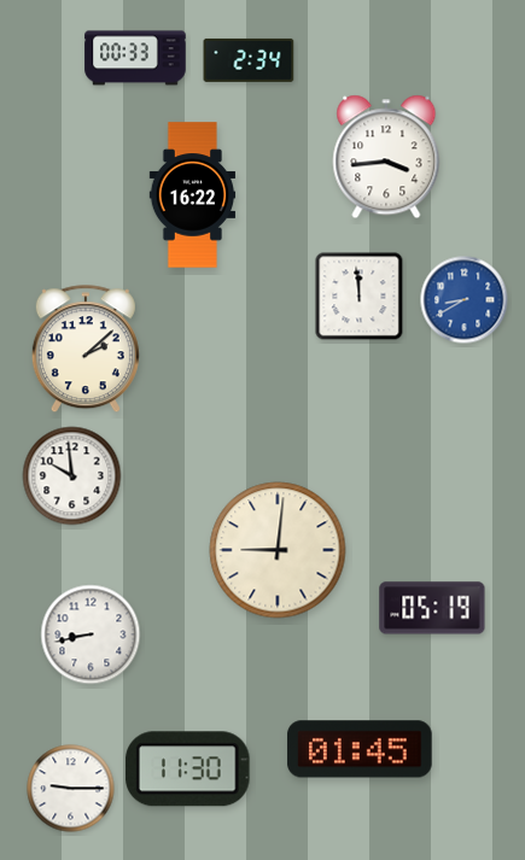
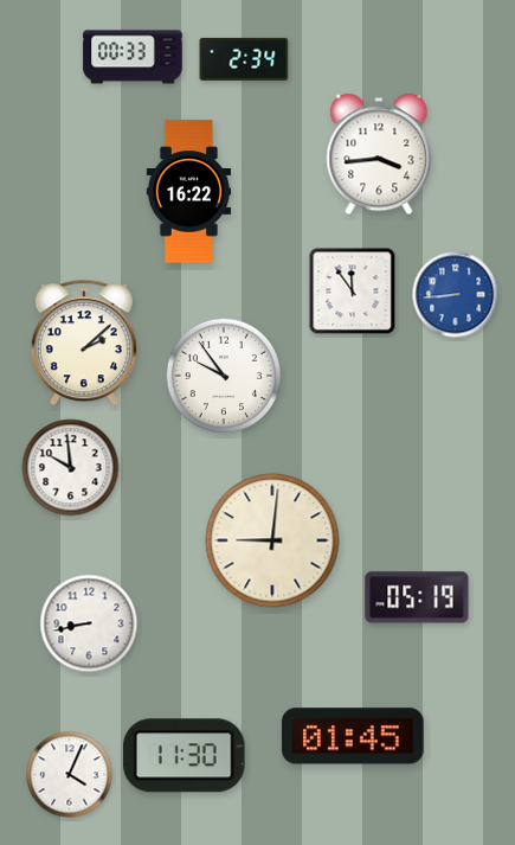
clock at (360, 297): 11:59 -> 11:54
clock at (465, 300): 8:40 -> 8:44
clock at (223, 375): none -> 9:54
clock at (432, 608) position: (432, 608) -> (417, 597)
clock at (71, 789): 9:15 -> 4:04
